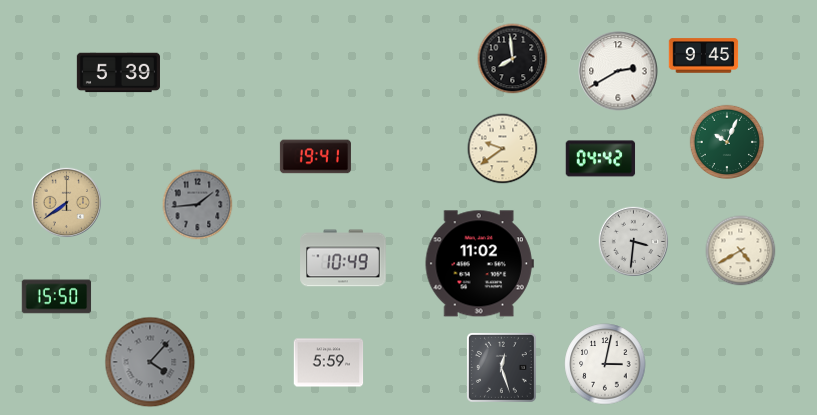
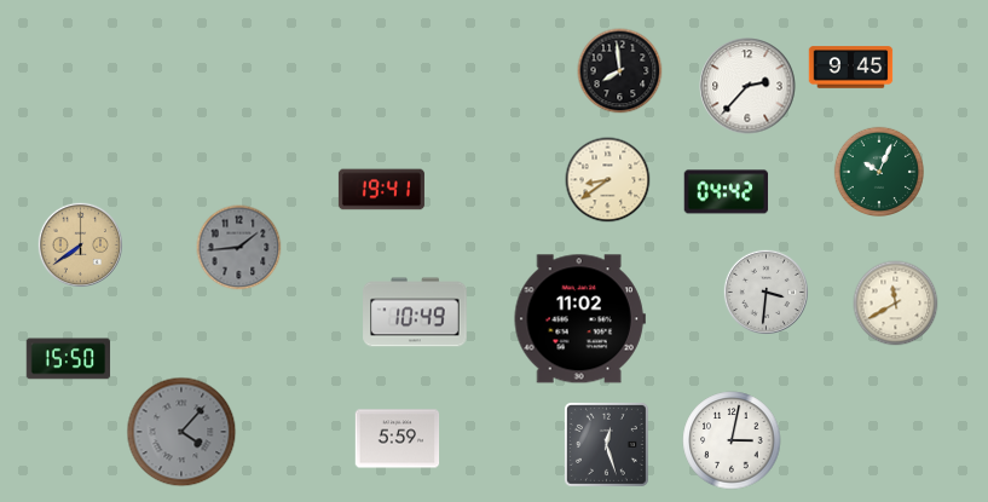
clock at (618, 71): 2:40 -> 2:37
clock at (118, 73): 5:39 -> none
clock at (503, 149): 9:39 -> 8:39
clock at (741, 251): 4:40 -> 11:40
clock at (150, 362) position: (150, 362) -> (181, 432)
